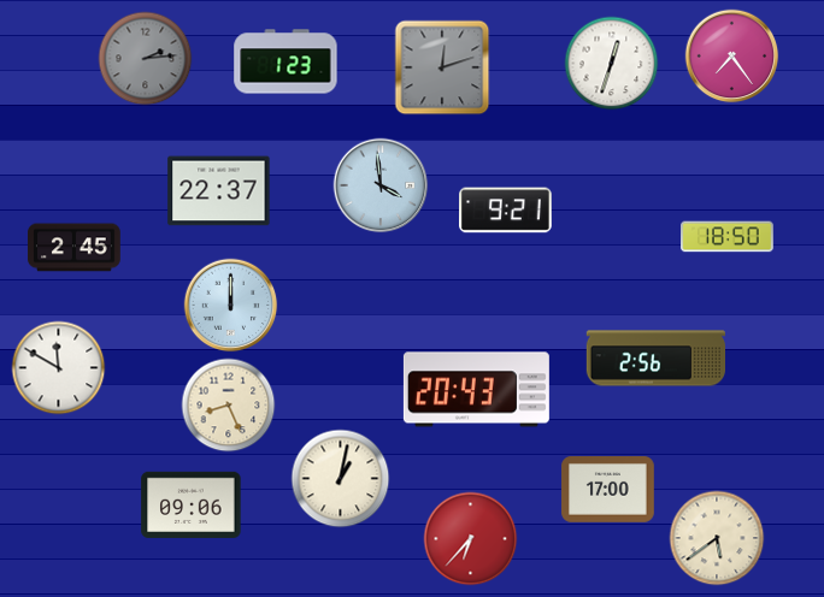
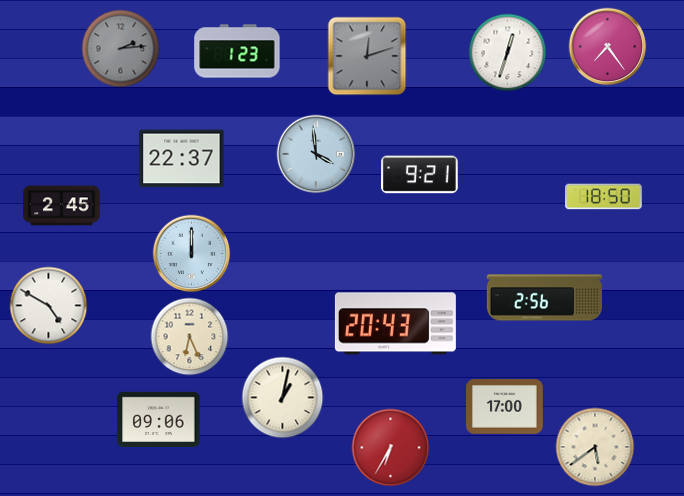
clock at (58, 367): 11:50 -> 4:50
clock at (228, 404): 8:26 -> 6:26
clock at (470, 538): 6:37 -> 6:35
